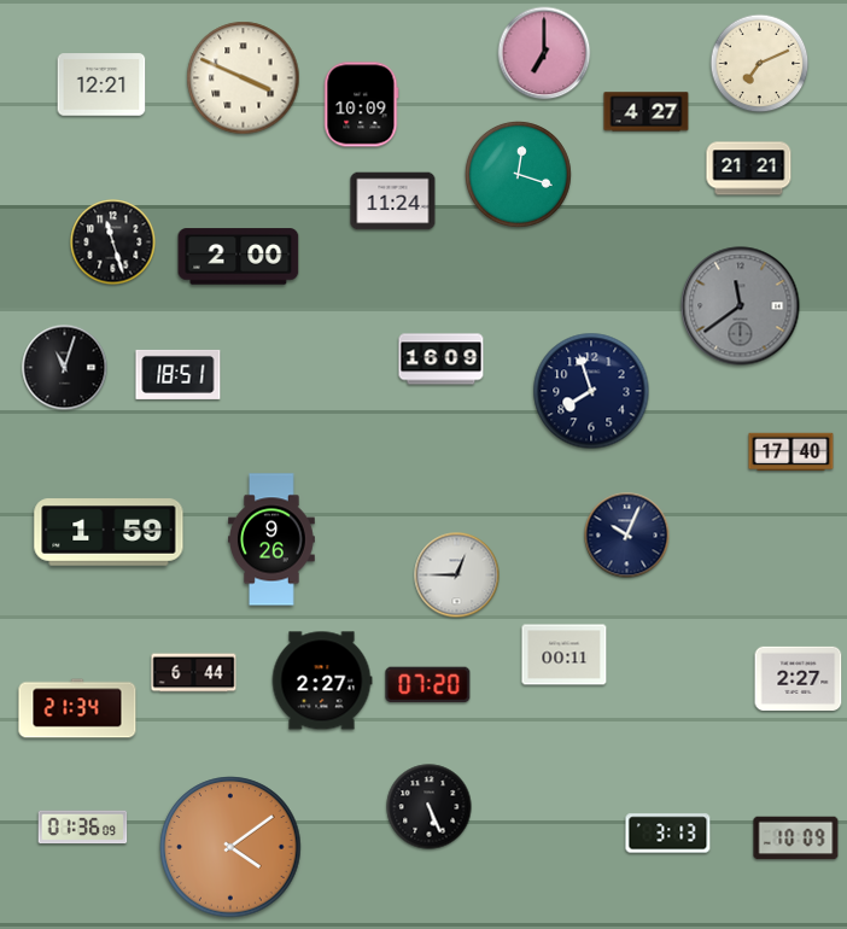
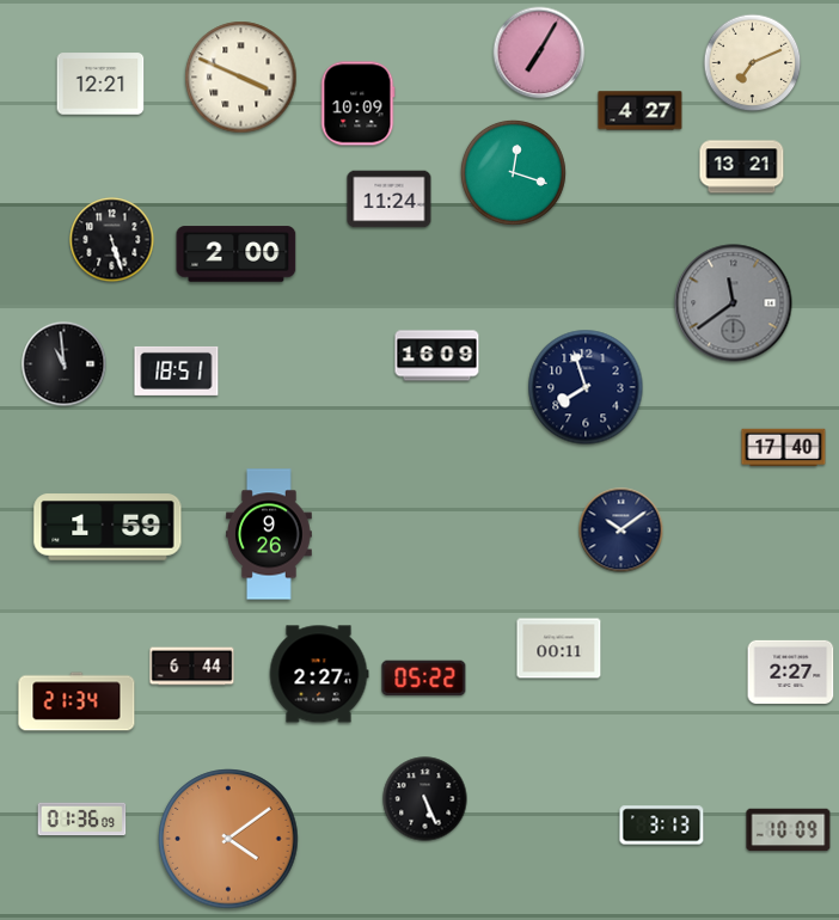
clock at (544, 53): 7:00 -> 7:05
clock at (749, 169): 21:21 -> 13:21
clock at (113, 243): 11:27 -> 5:27
clock at (65, 368): 11:03 -> 10:59
clock at (627, 536): 10:04 -> 10:09
clock at (457, 575): 12:45 -> none
clock at (428, 685): 07:20 -> 05:22
